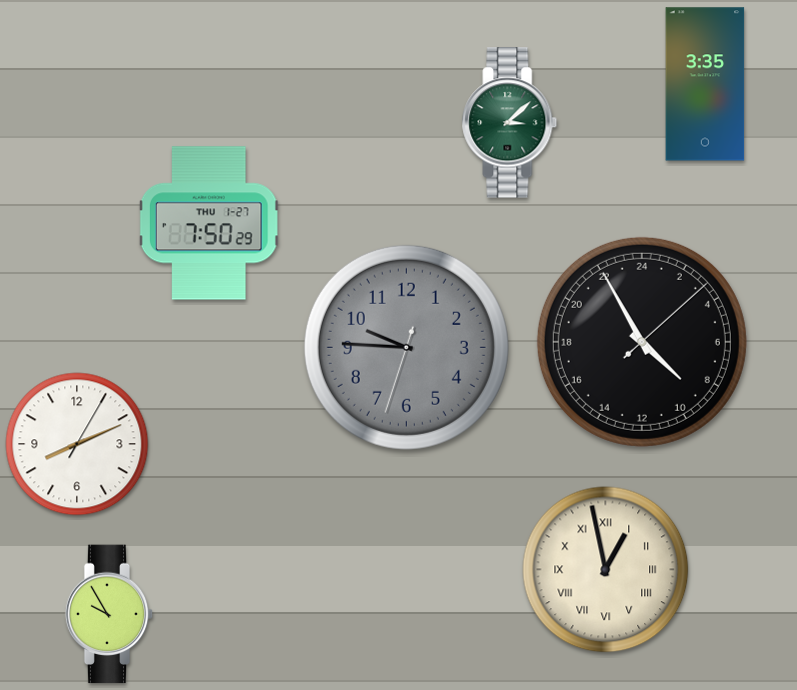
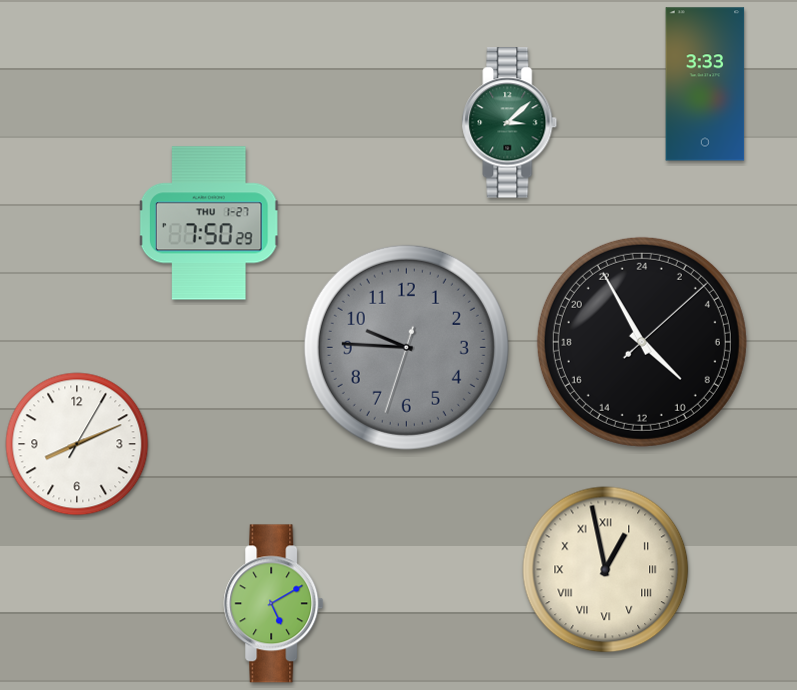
clock at (705, 84): 3:35 -> 3:33
clock at (274, 604): none -> 5:10
clock at (109, 614): 9:55 -> none
